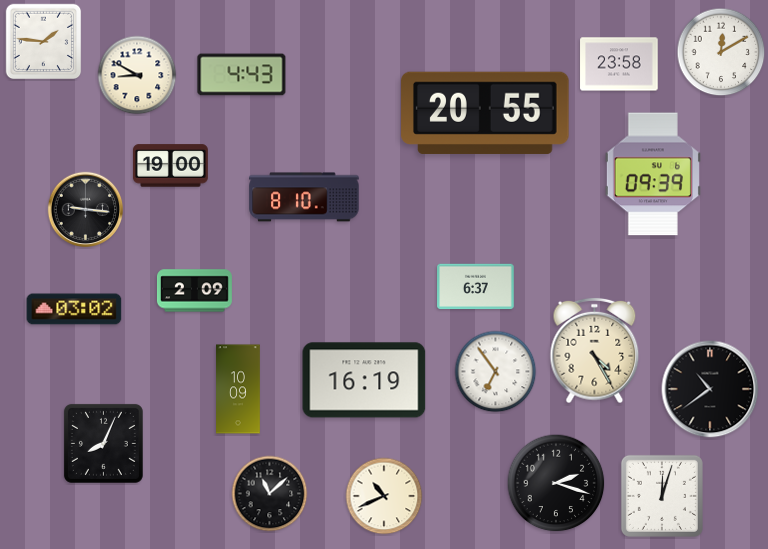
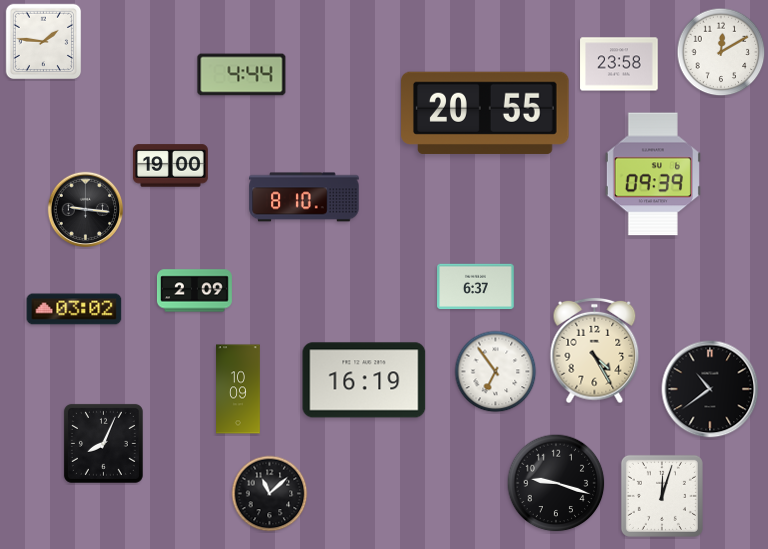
clock at (137, 75): 8:50 -> none
clock at (242, 75): 4:43 -> 4:44
clock at (556, 483): 2:18 -> 9:18
clock at (384, 496): 10:41 -> none
